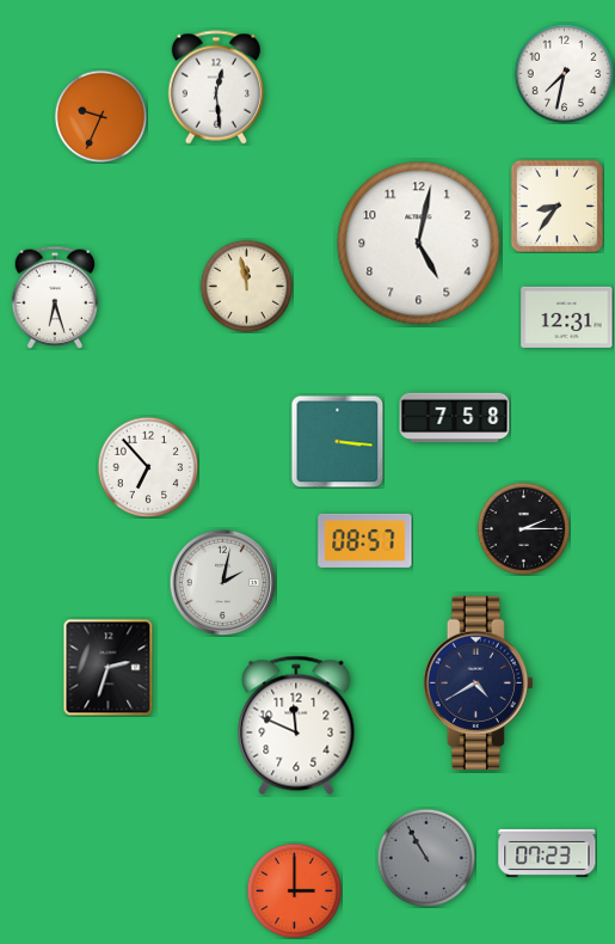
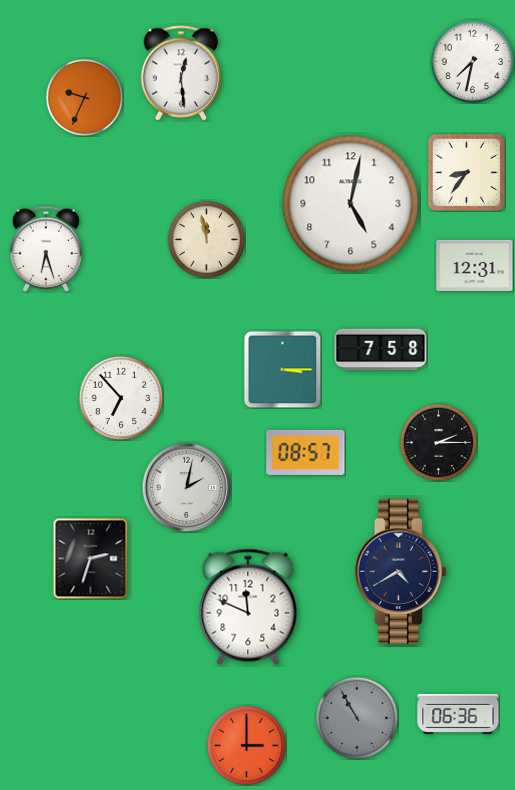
clock at (337, 441): 3:16 -> 3:15
clock at (148, 467) position: (148, 467) -> (121, 398)
clock at (547, 853): 07:23 -> 06:36
